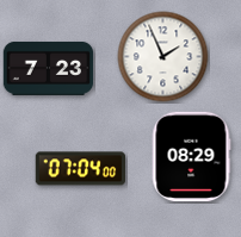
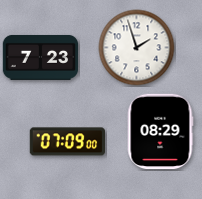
clock at (163, 57): 1:56 -> 1:57
clock at (80, 169): 07:04 -> 07:09
